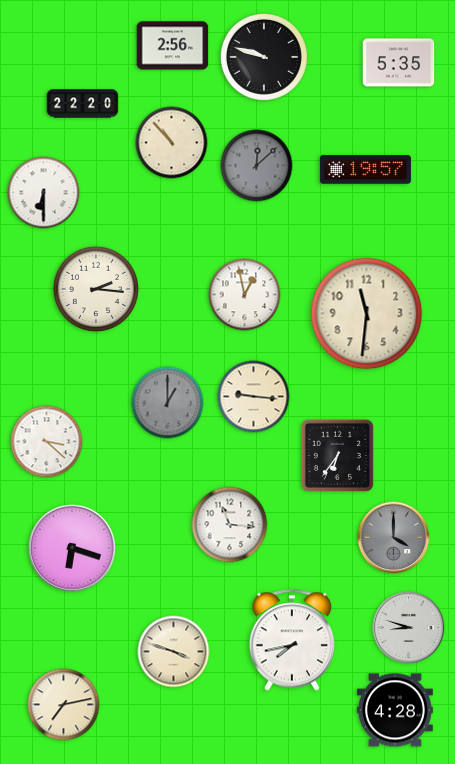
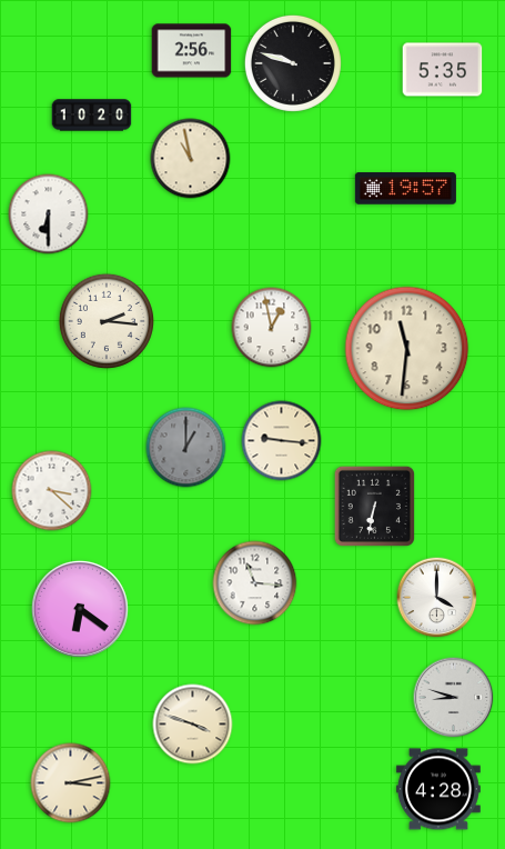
clock at (83, 104): 22:20 -> 10:20
clock at (172, 143): 10:53 -> 10:58
clock at (257, 166): 12:08 -> none
clock at (337, 455): 6:36 -> 6:32
clock at (394, 538) dial: grey -> white
clock at (72, 548): 6:18 -> 6:21
clock at (292, 640): 7:43 -> none
clock at (64, 705): 7:13 -> 3:13
